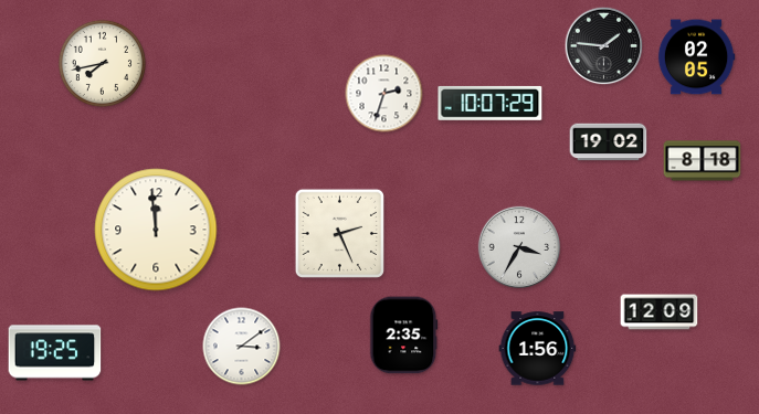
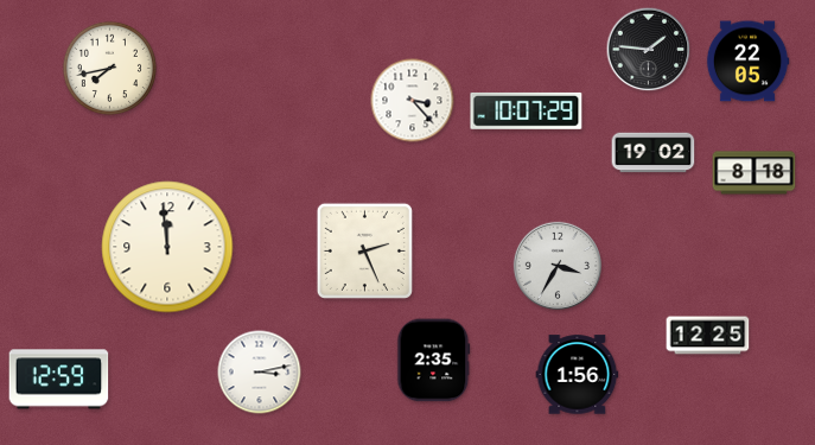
clock at (696, 57): 02:05 -> 22:05
clock at (384, 94): 2:33 -> 3:23
clock at (660, 312): 12:09 -> 12:25
clock at (242, 347): 3:09 -> 3:13
clock at (55, 353): 19:25 -> 12:59
